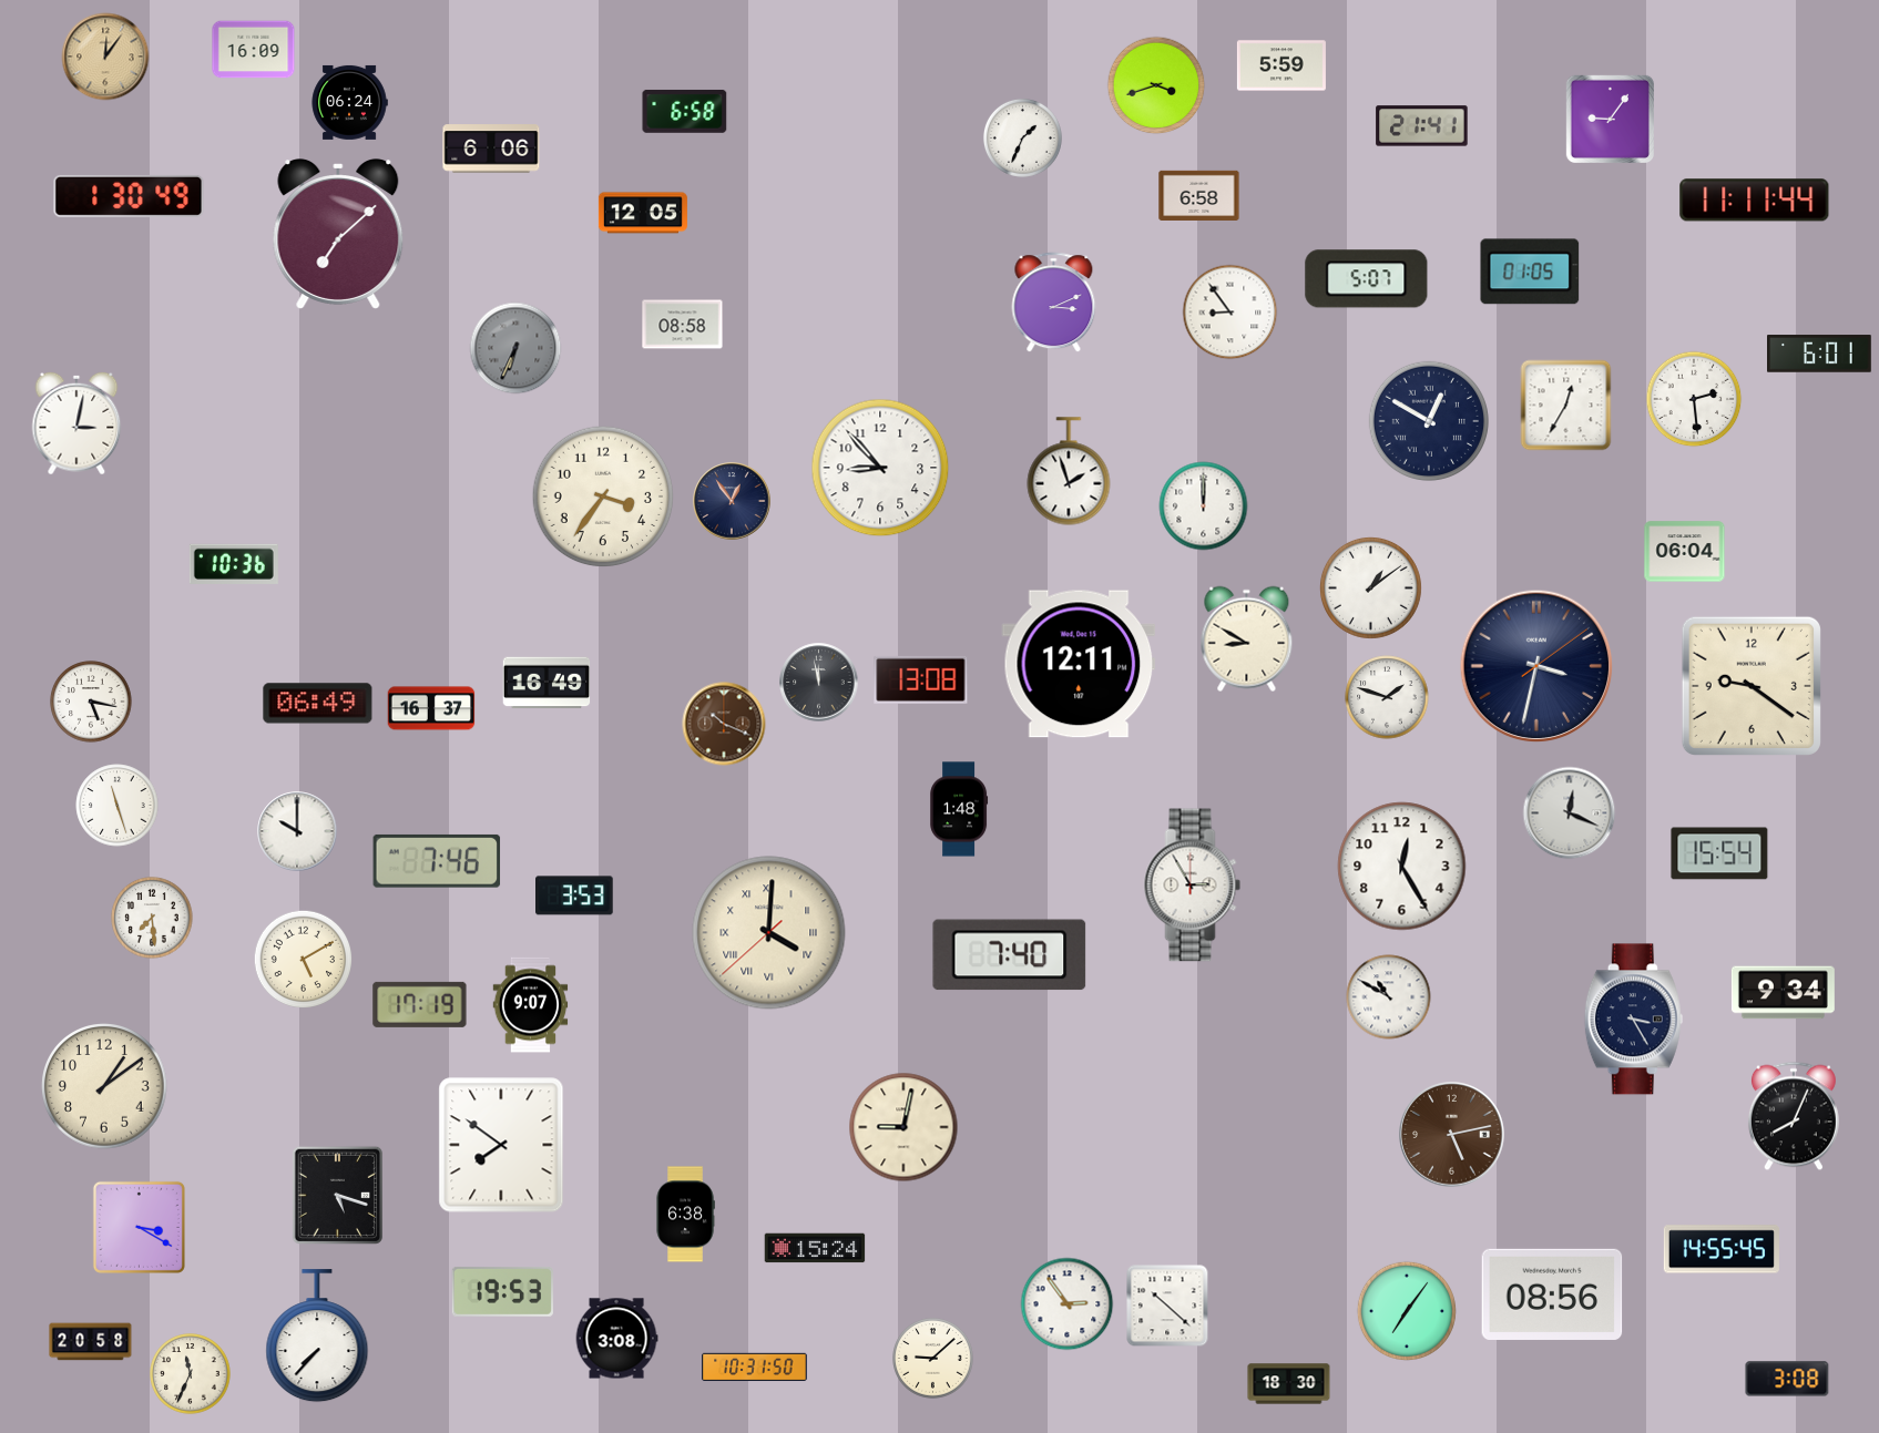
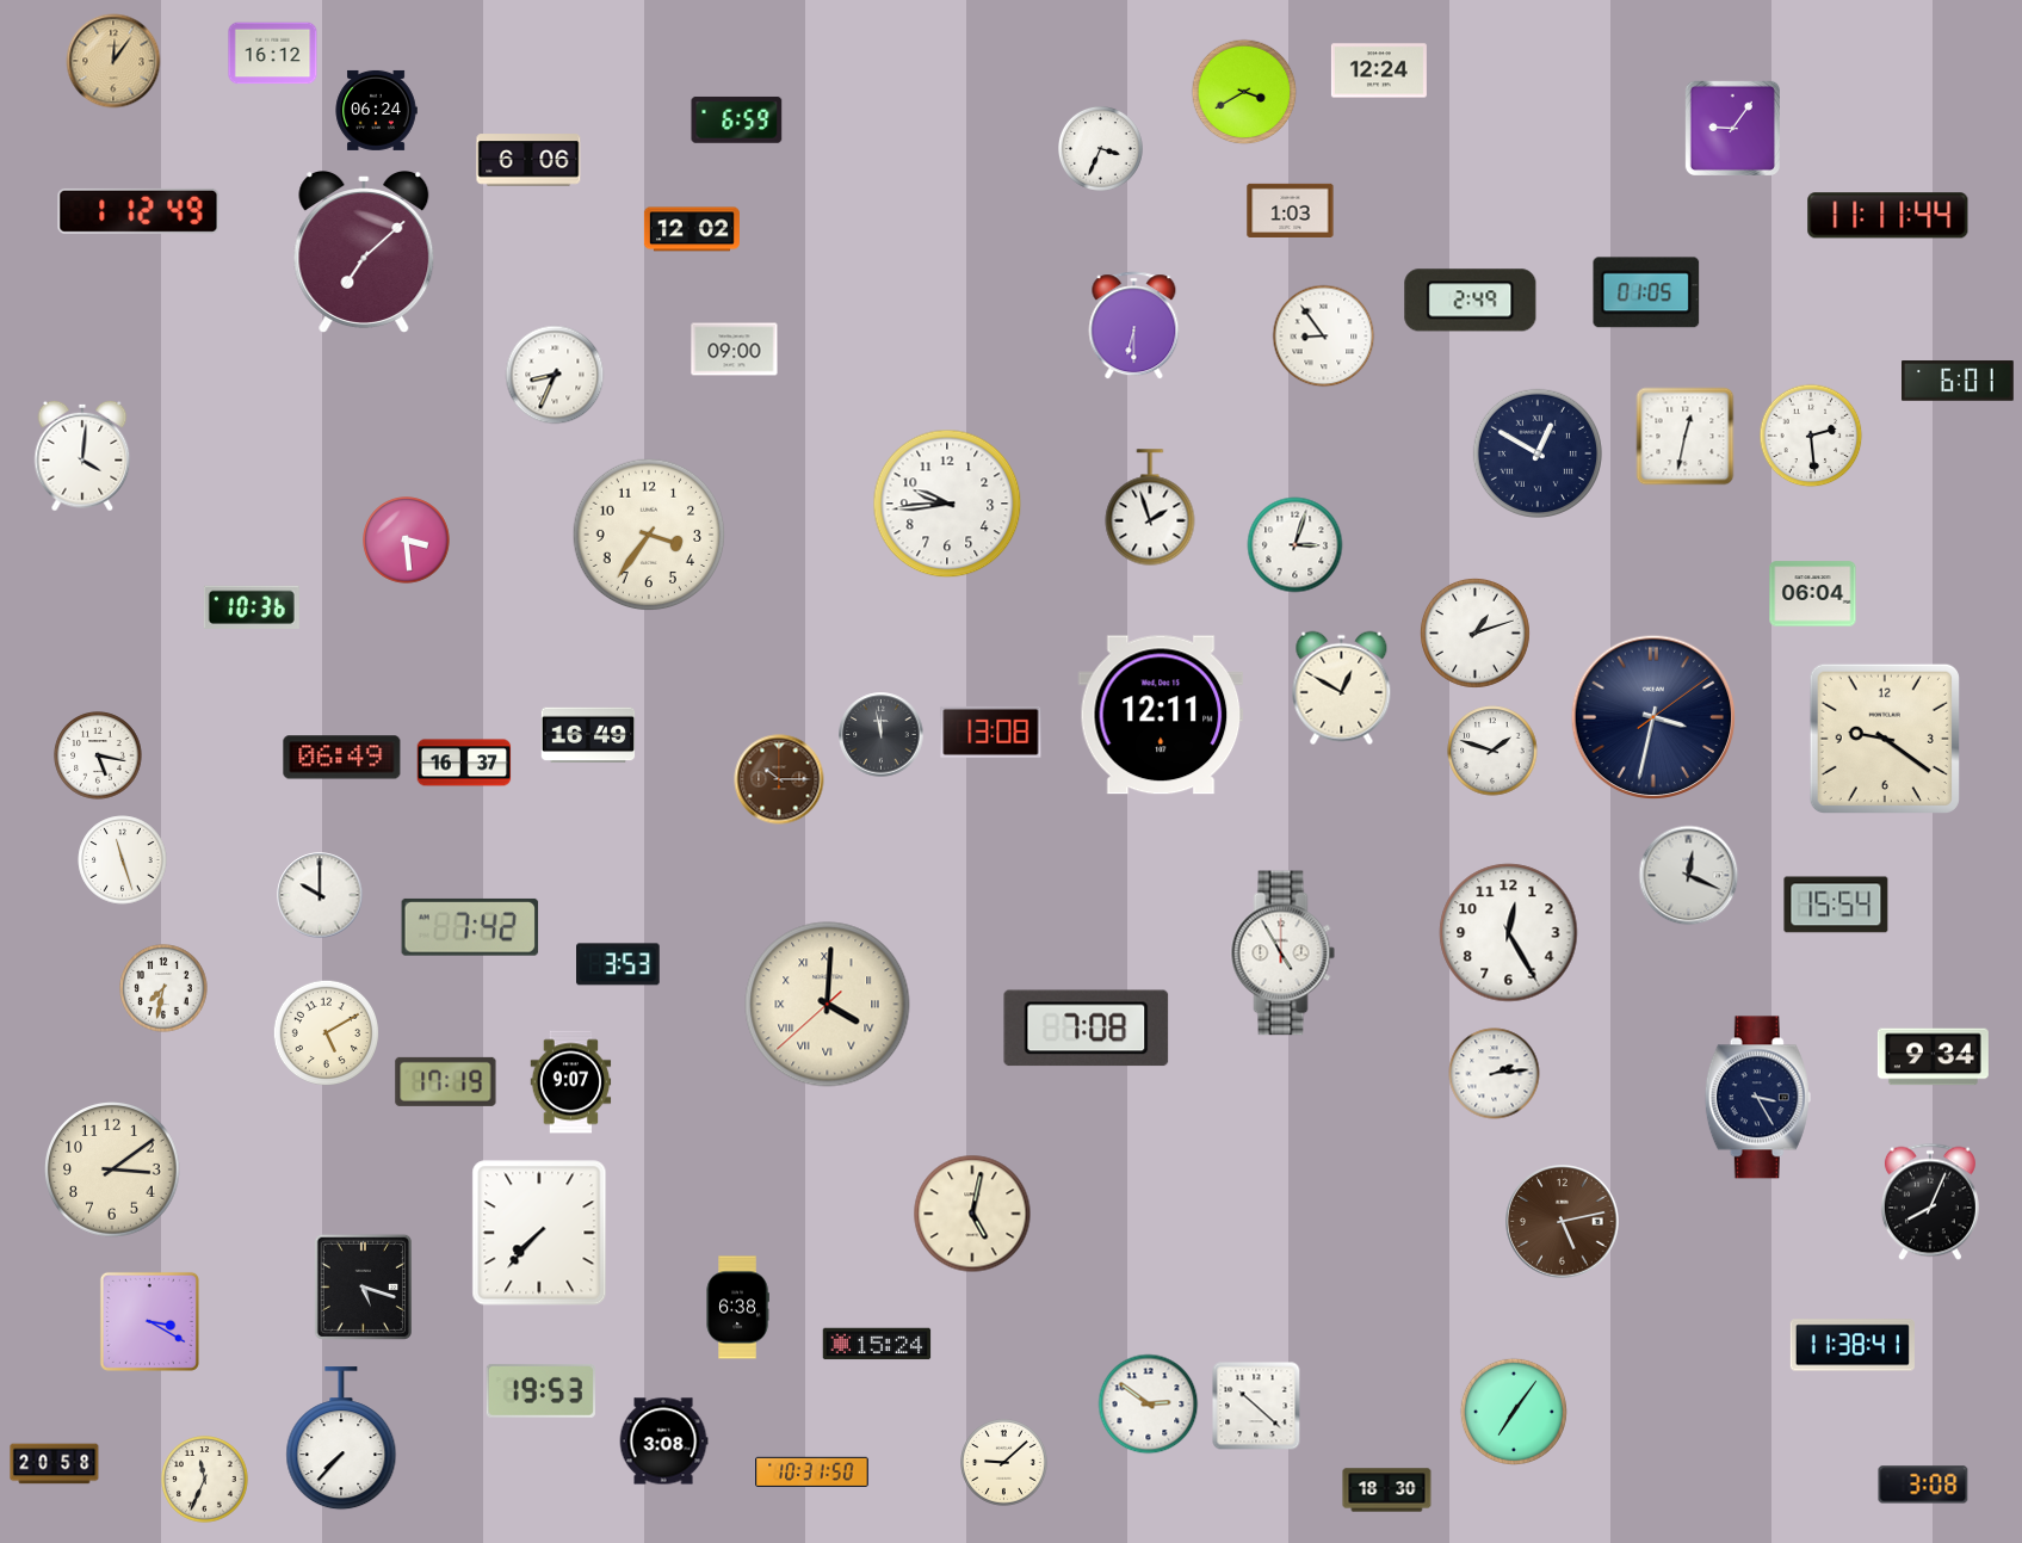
clock at (254, 50): 16:09 -> 16:12
clock at (1281, 65): 5:59 -> 12:24
clock at (1156, 85): 3:42 -> 3:40
clock at (685, 111): 6:58 -> 6:59
clock at (1422, 126): 21:41 -> none
clock at (1022, 137): 1:34 -> 3:34
clock at (1199, 195): 6:58 -> 1:03
clock at (129, 196): 1:30 -> 1:12
clock at (643, 213): 12:05 -> 12:02
clock at (1367, 279): 5:07 -> 2:49
clock at (1054, 303): 3:11 -> 6:30
clock at (683, 325): 08:58 -> 09:00
clock at (515, 348): 6:34 -> 8:34
clock at (515, 348) dial: grey -> white
clock at (1694, 399) position: (1694, 399) -> (1811, 436)
clock at (1566, 406): 12:35 -> 12:32
clock at (76, 423): 3:02 -> 4:01
clock at (880, 468): 8:53 -> 9:44
clock at (732, 501): 12:54 -> none
clock at (407, 541): none -> 3:29
clock at (1204, 506): 12:00 -> 3:03
clock at (1370, 587): 1:09 -> 1:12
clock at (1247, 639): 8:50 -> 12:50
clock at (724, 724): 10:19 -> 10:15
clock at (118, 806) position: (118, 806) -> (123, 860)
clock at (959, 809): 1:48 -> none
clock at (1719, 853) position: (1719, 853) -> (1836, 905)
clock at (437, 861): 7:46 -> 7:42
clock at (1193, 886): 2:55 -> 4:55
clock at (152, 918): 7:29 -> 7:32
clock at (1010, 955): 7:40 -> 7:08
clock at (1783, 993) position: (1783, 993) -> (1933, 1057)
clock at (1389, 997): 10:50 -> 2:14
clock at (420, 1004) position: (420, 1004) -> (446, 1081)
clock at (105, 1087): 1:09 -> 3:09
clock at (903, 1127): 9:02 -> 5:02
clock at (501, 1145): 7:51 -> 7:37
clock at (1722, 1249): 14:55 -> 11:38
clock at (1552, 1294): 08:56 -> none
clock at (1068, 1304): 2:54 -> 2:51
clock at (91, 1342) position: (91, 1342) -> (55, 1464)
